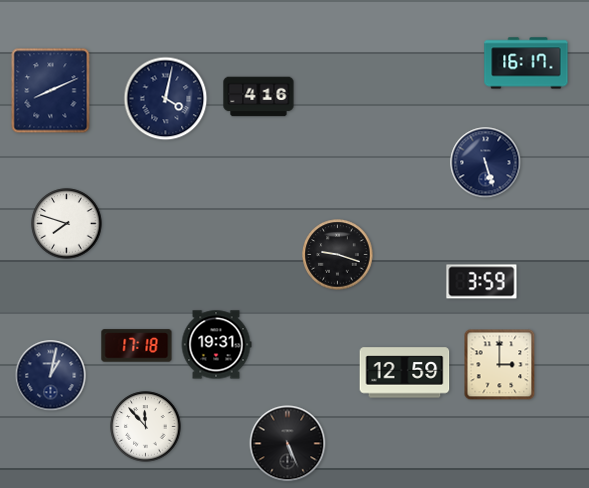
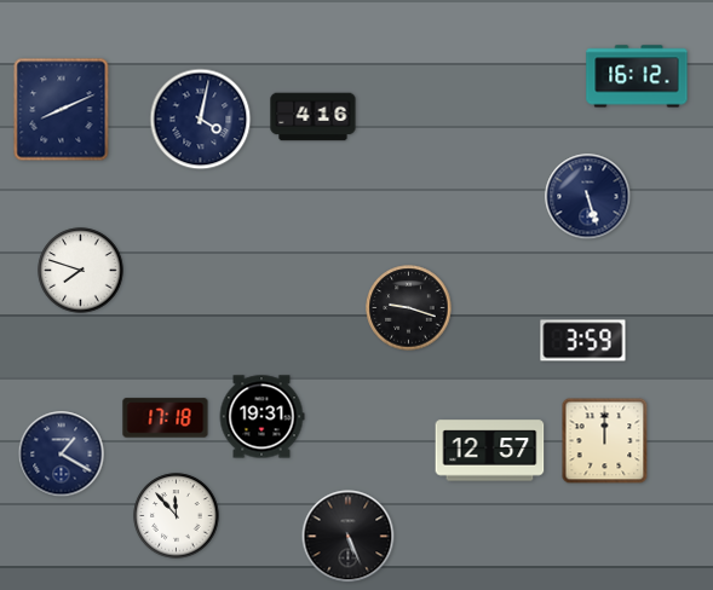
clock at (526, 63): 16:17 -> 16:12
clock at (500, 365): 3:00 -> 12:00
clock at (405, 373): 12:59 -> 12:57
clock at (51, 376): 1:02 -> 1:20
